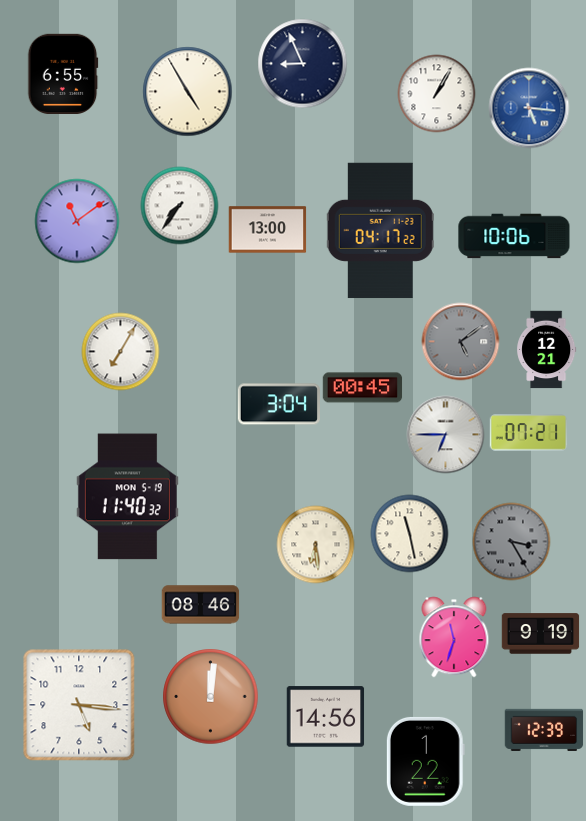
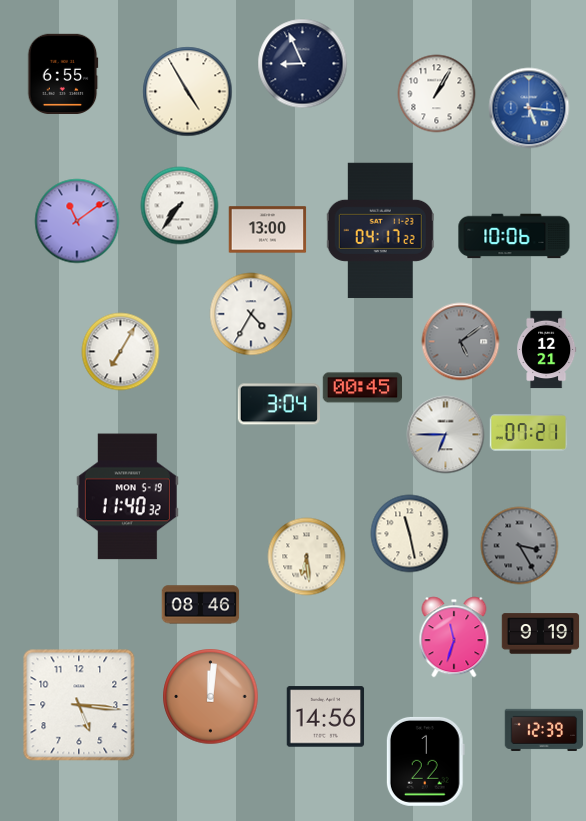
clock at (251, 314): none -> 4:35
clock at (511, 541) position: (511, 541) -> (519, 545)
clock at (315, 544) position: (315, 544) -> (306, 556)
